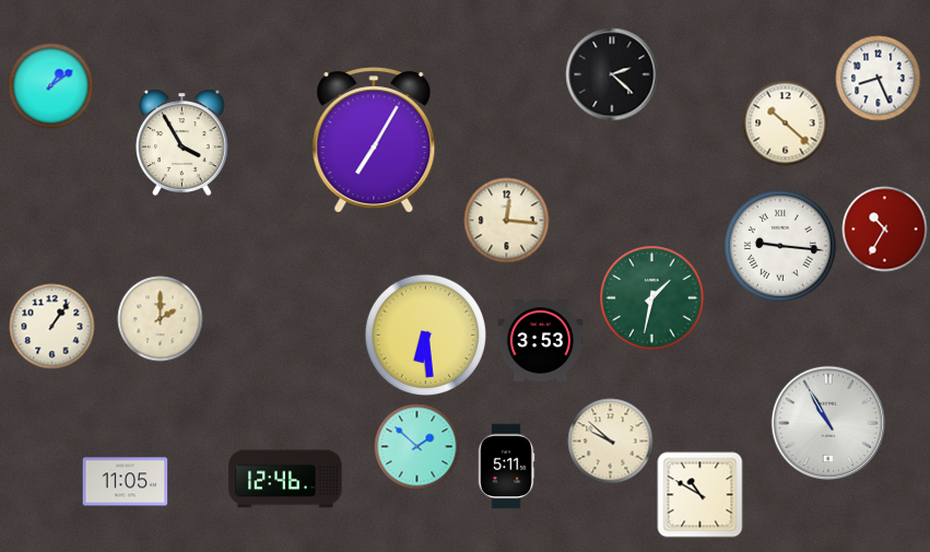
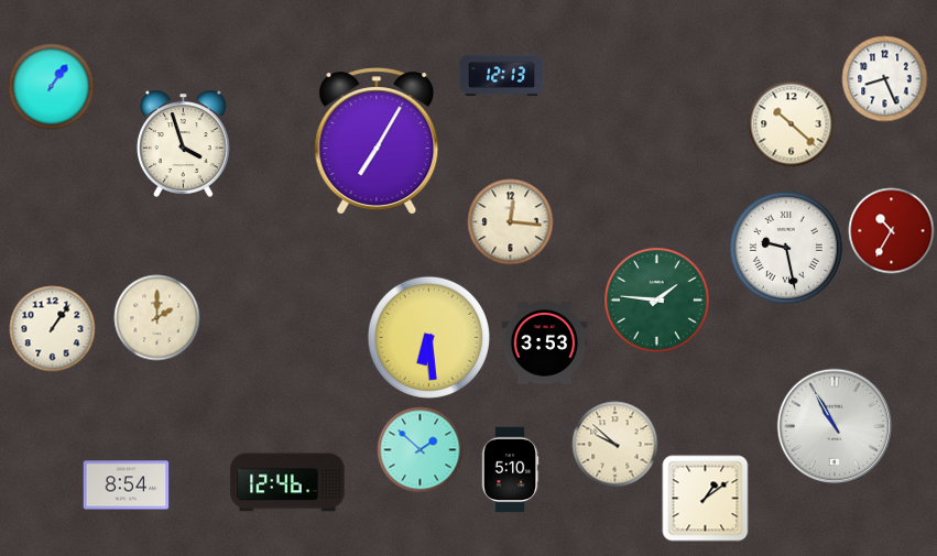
clock at (612, 74): 2:22 -> none
clock at (501, 76): none -> 12:13
clock at (50, 85): 1:09 -> 1:06
clock at (181, 142): 3:55 -> 3:57
clock at (780, 246): 9:16 -> 9:28
clock at (651, 297): 1:32 -> 1:46
clock at (160, 318) position: (160, 318) -> (156, 317)
clock at (506, 466): 5:11 -> 5:10
clock at (125, 482): 11:05 -> 8:54
clock at (699, 494): 10:50 -> 1:09
